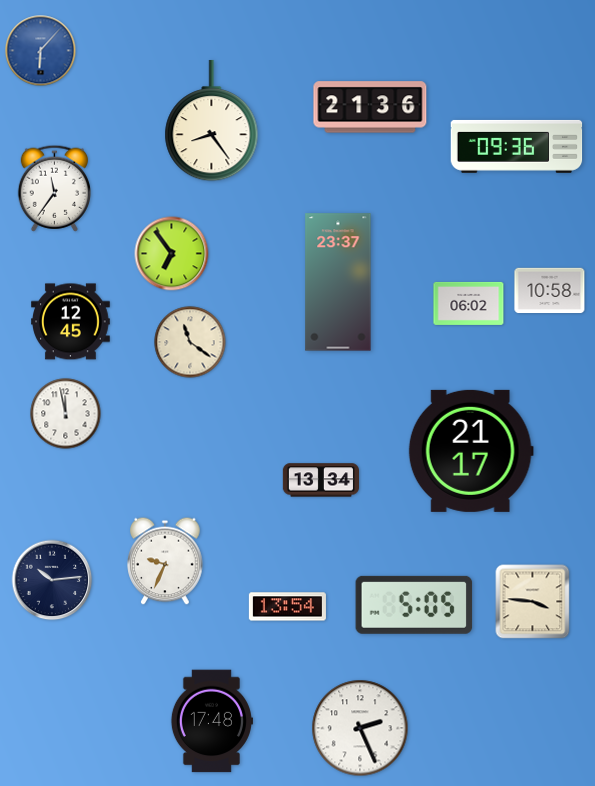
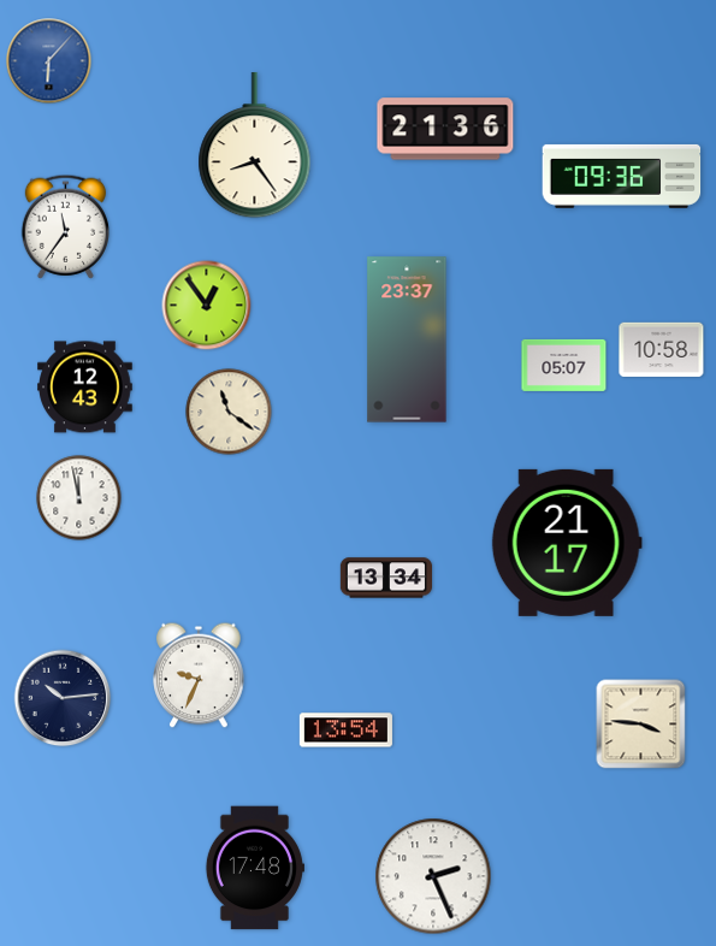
clock at (172, 254): 6:54 -> 12:54
clock at (469, 303): 06:02 -> 05:07
clock at (71, 322): 12:45 -> 12:43
clock at (414, 605): 5:05 -> none
